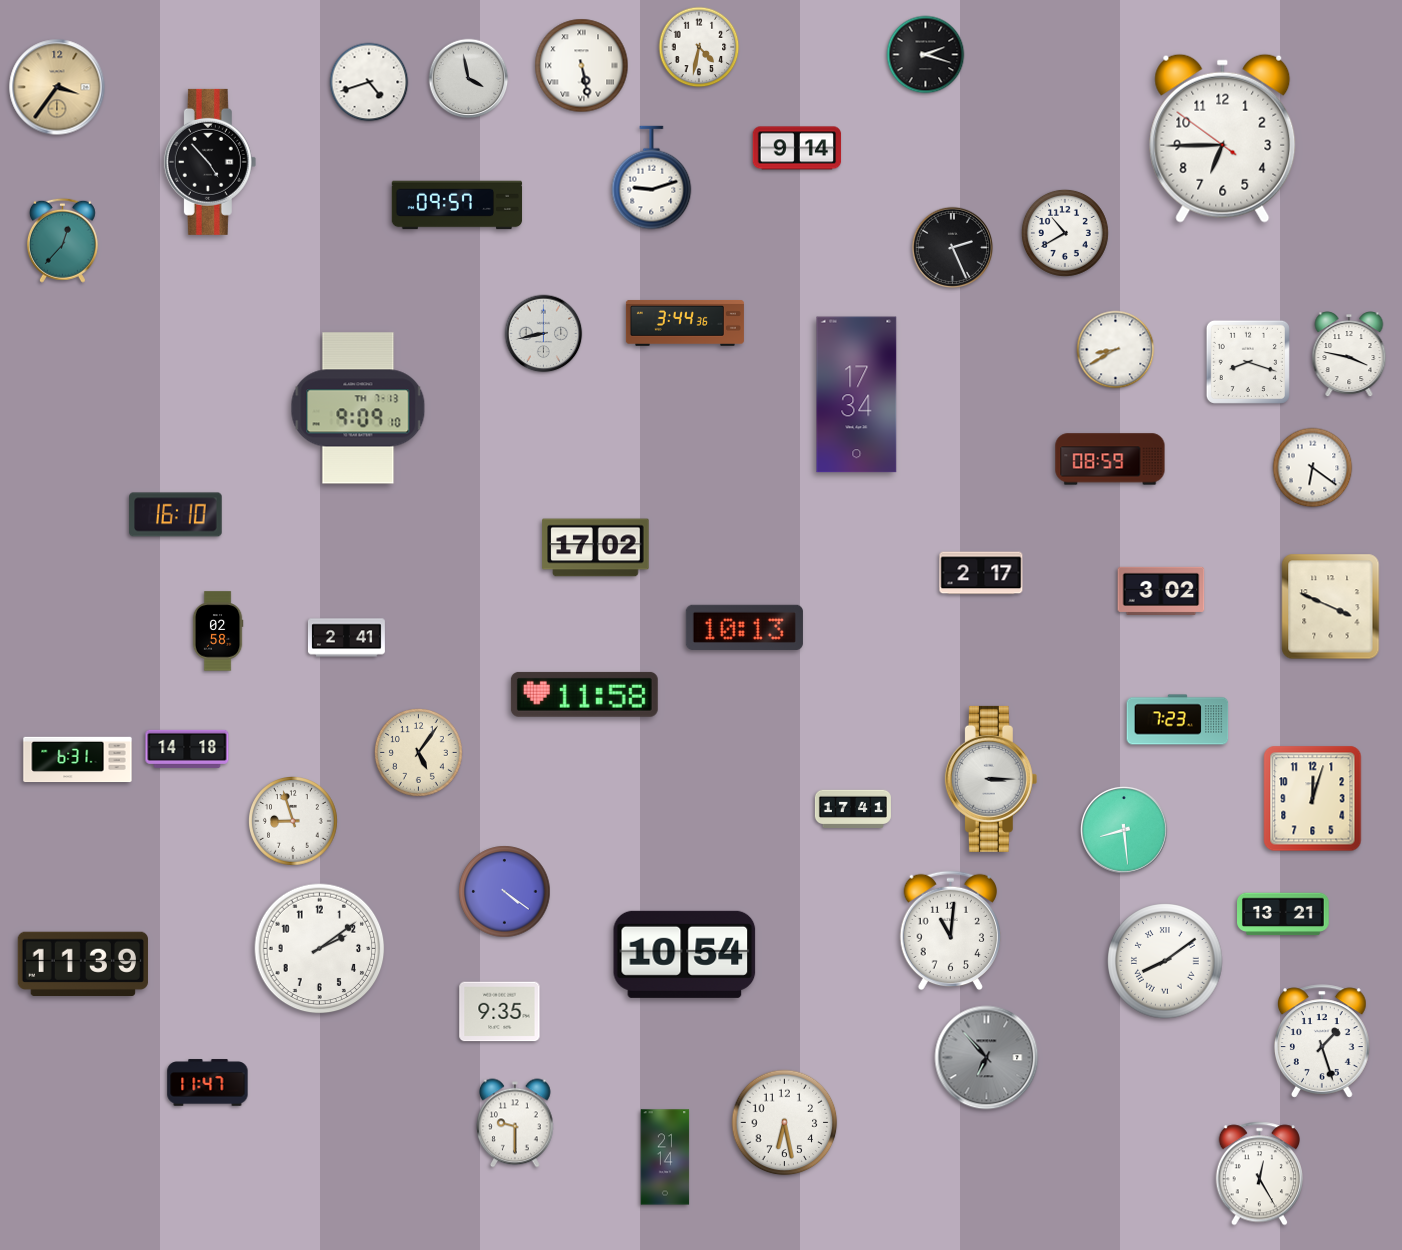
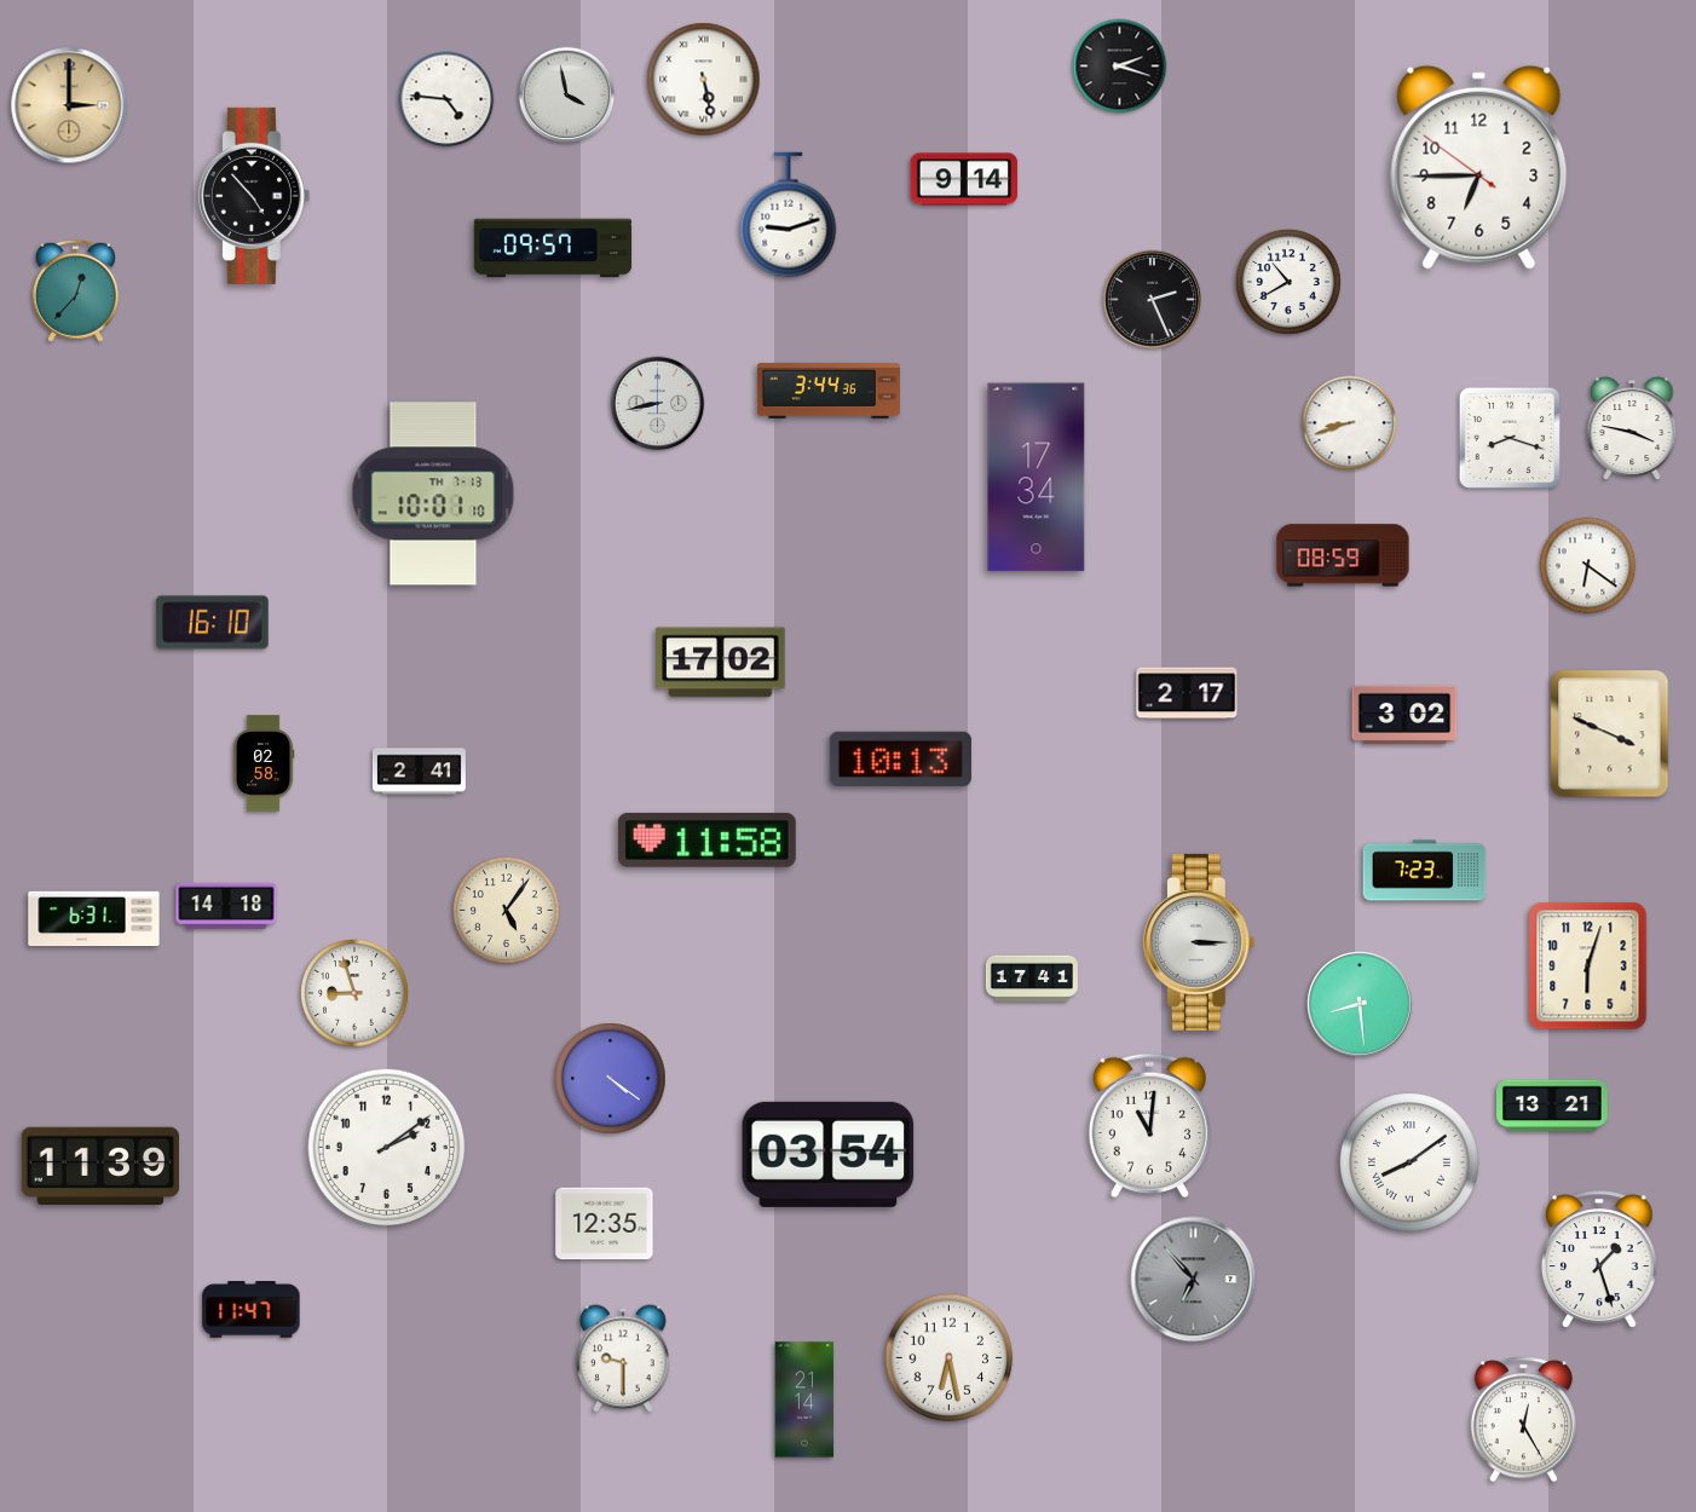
clock at (699, 47): 4:32 -> none
clock at (369, 82): 4:42 -> 4:46
clock at (57, 87): 3:36 -> 3:00
clock at (1116, 350): 8:40 -> 8:42
clock at (358, 408): 9:09 -> 10:01
clock at (1313, 799): 12:03 -> 6:03
clock at (685, 954): 10:54 -> 03:54
clock at (500, 1012): 9:35 -> 12:35
